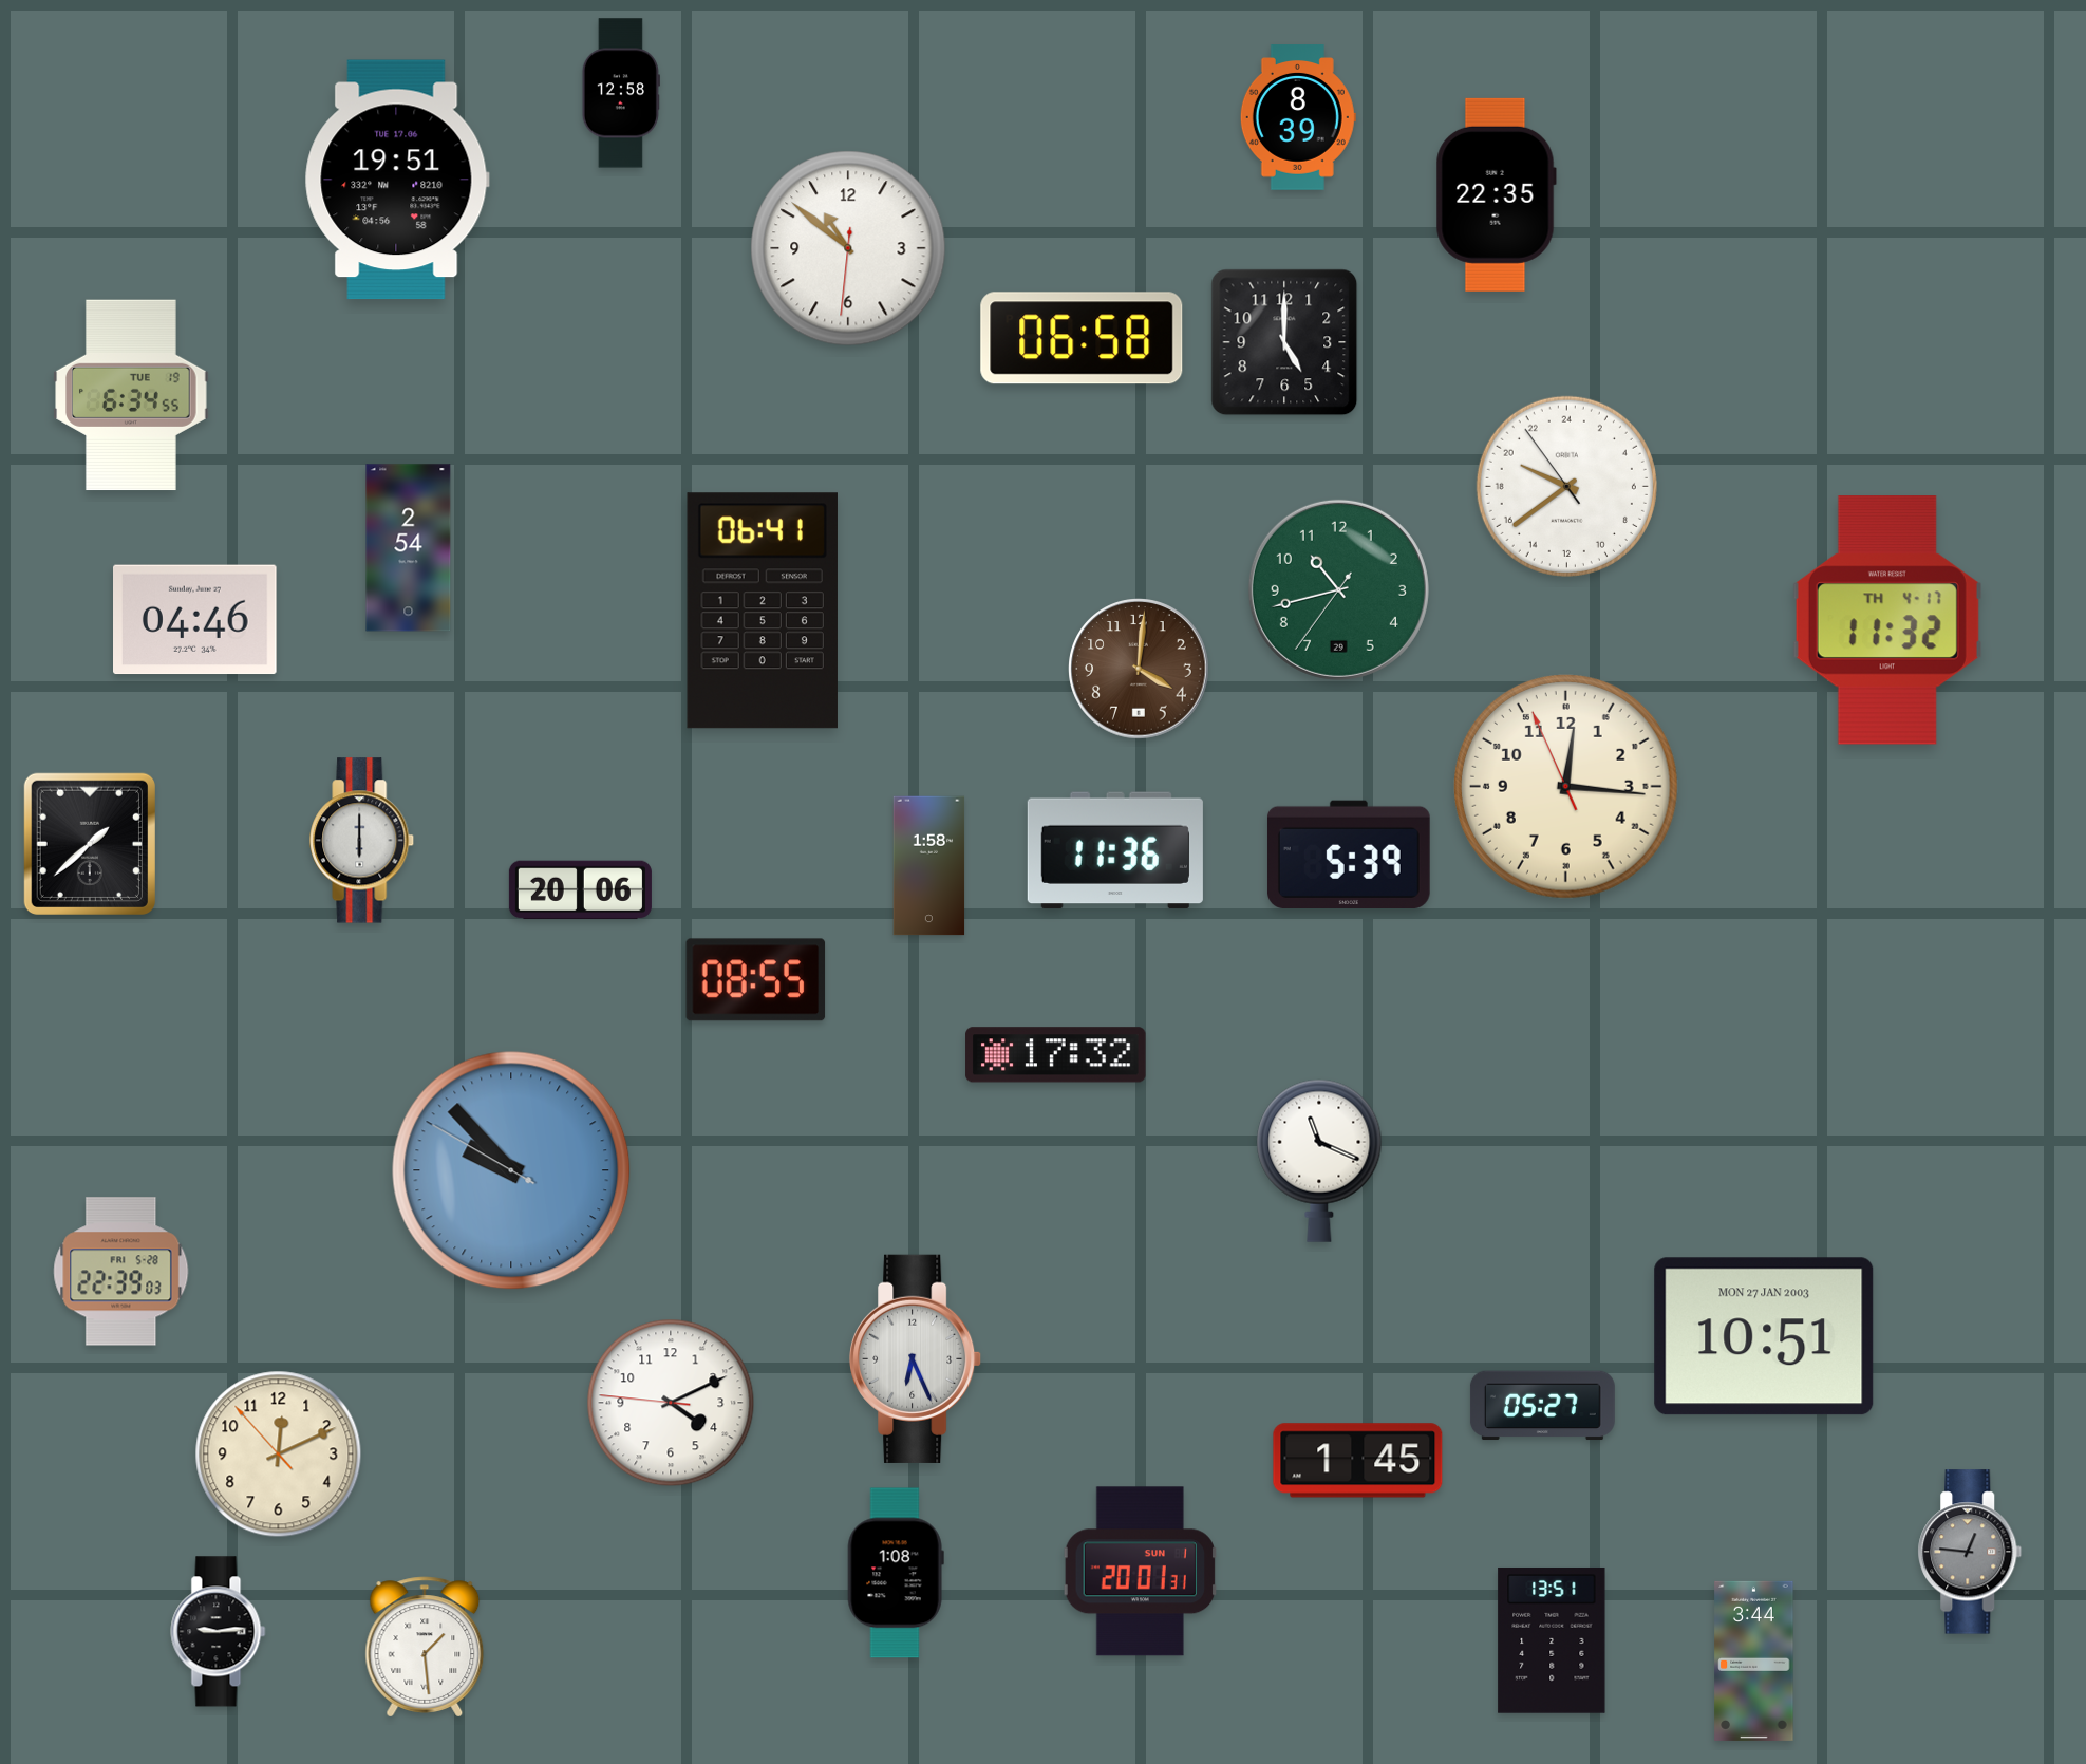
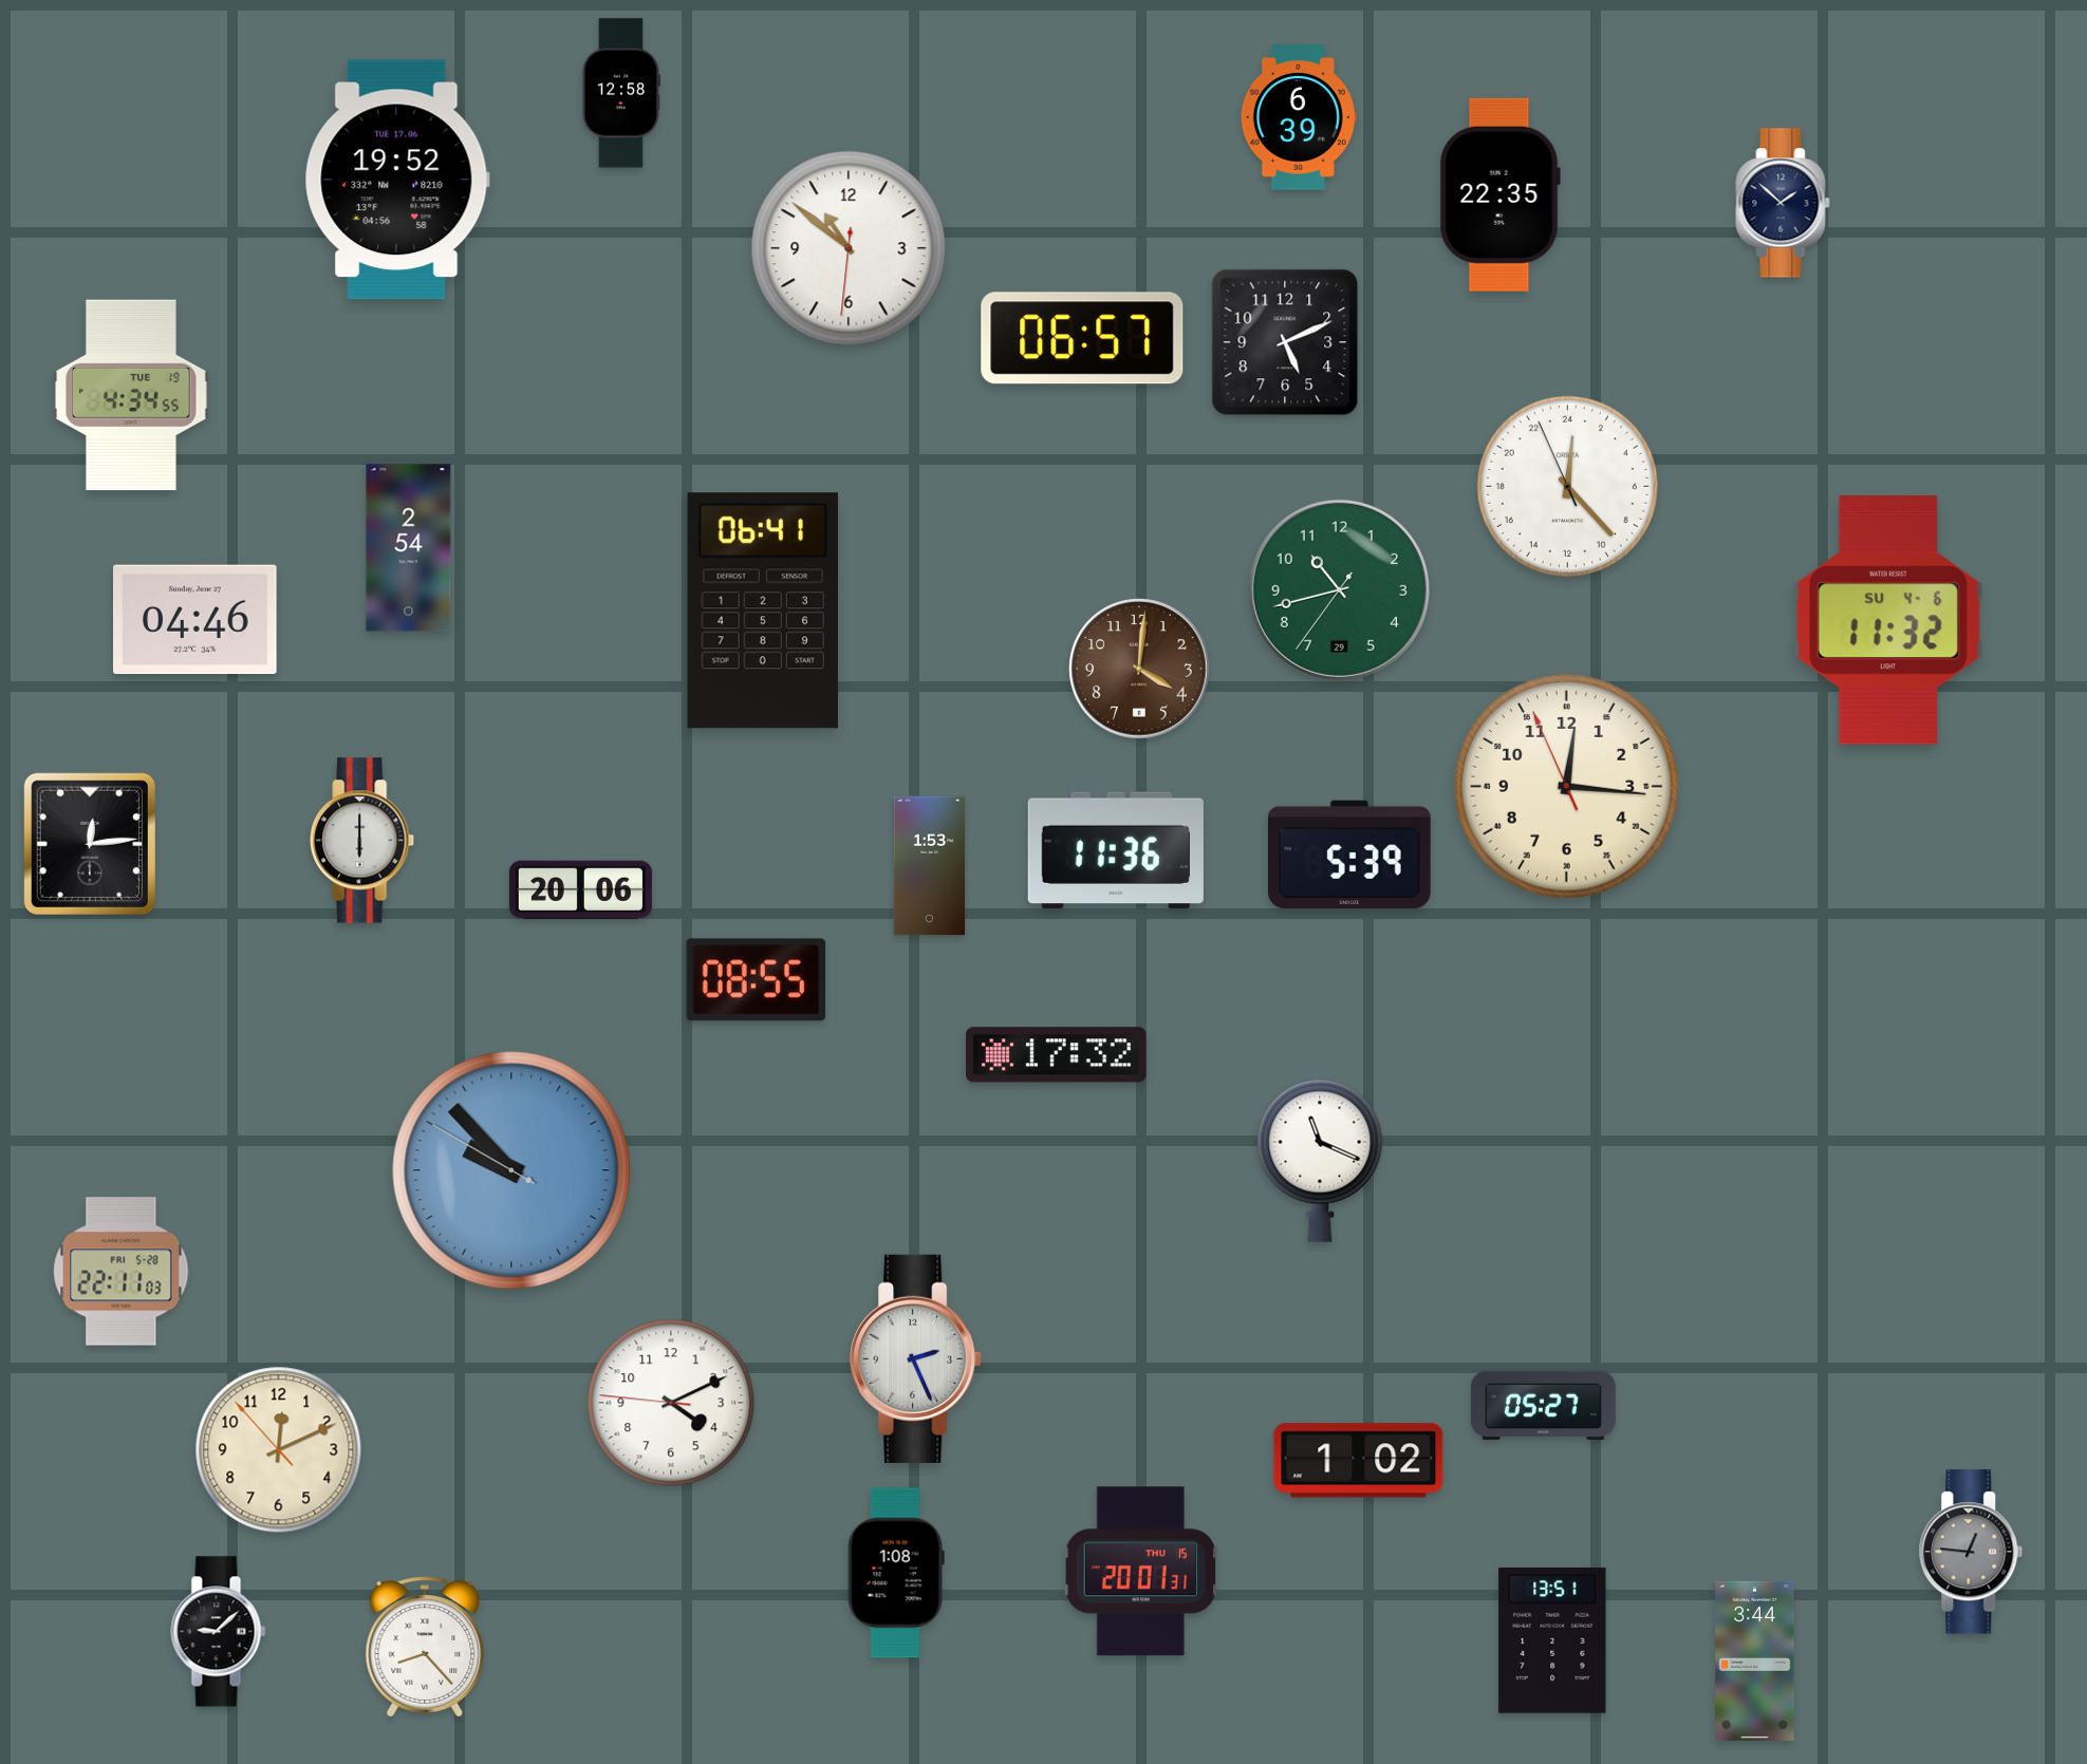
clock at (1298, 117): 8:39 -> 6:39
clock at (397, 180): 19:51 -> 19:52
clock at (1496, 194) position: (1496, 194) -> (1499, 194)
clock at (1783, 203): none -> 1:52
clock at (1082, 338): 06:58 -> 06:57
clock at (1284, 342): 5:00 -> 5:11
clock at (131, 395): 6:34 -> 4:34
clock at (1566, 486): 19:38 -> 0:22
clock at (1887, 620) date: TH 4-17 -> SU 4-6
clock at (90, 844): 1:38 -> 12:14
clock at (929, 866): 1:58 -> 1:53
clock at (121, 1272): 22:39 -> 22:11
clock at (1764, 1336): 10:51 -> none
clock at (916, 1358): 6:26 -> 2:26
clock at (279, 1455) position: (279, 1455) -> (279, 1450)
clock at (1358, 1461): 1:45 -> 1:02
clock at (1140, 1572) date: SUN 1 -> THU 15
clock at (219, 1632): 9:14 -> 9:08
clock at (425, 1647): 1:29 -> 8:23
